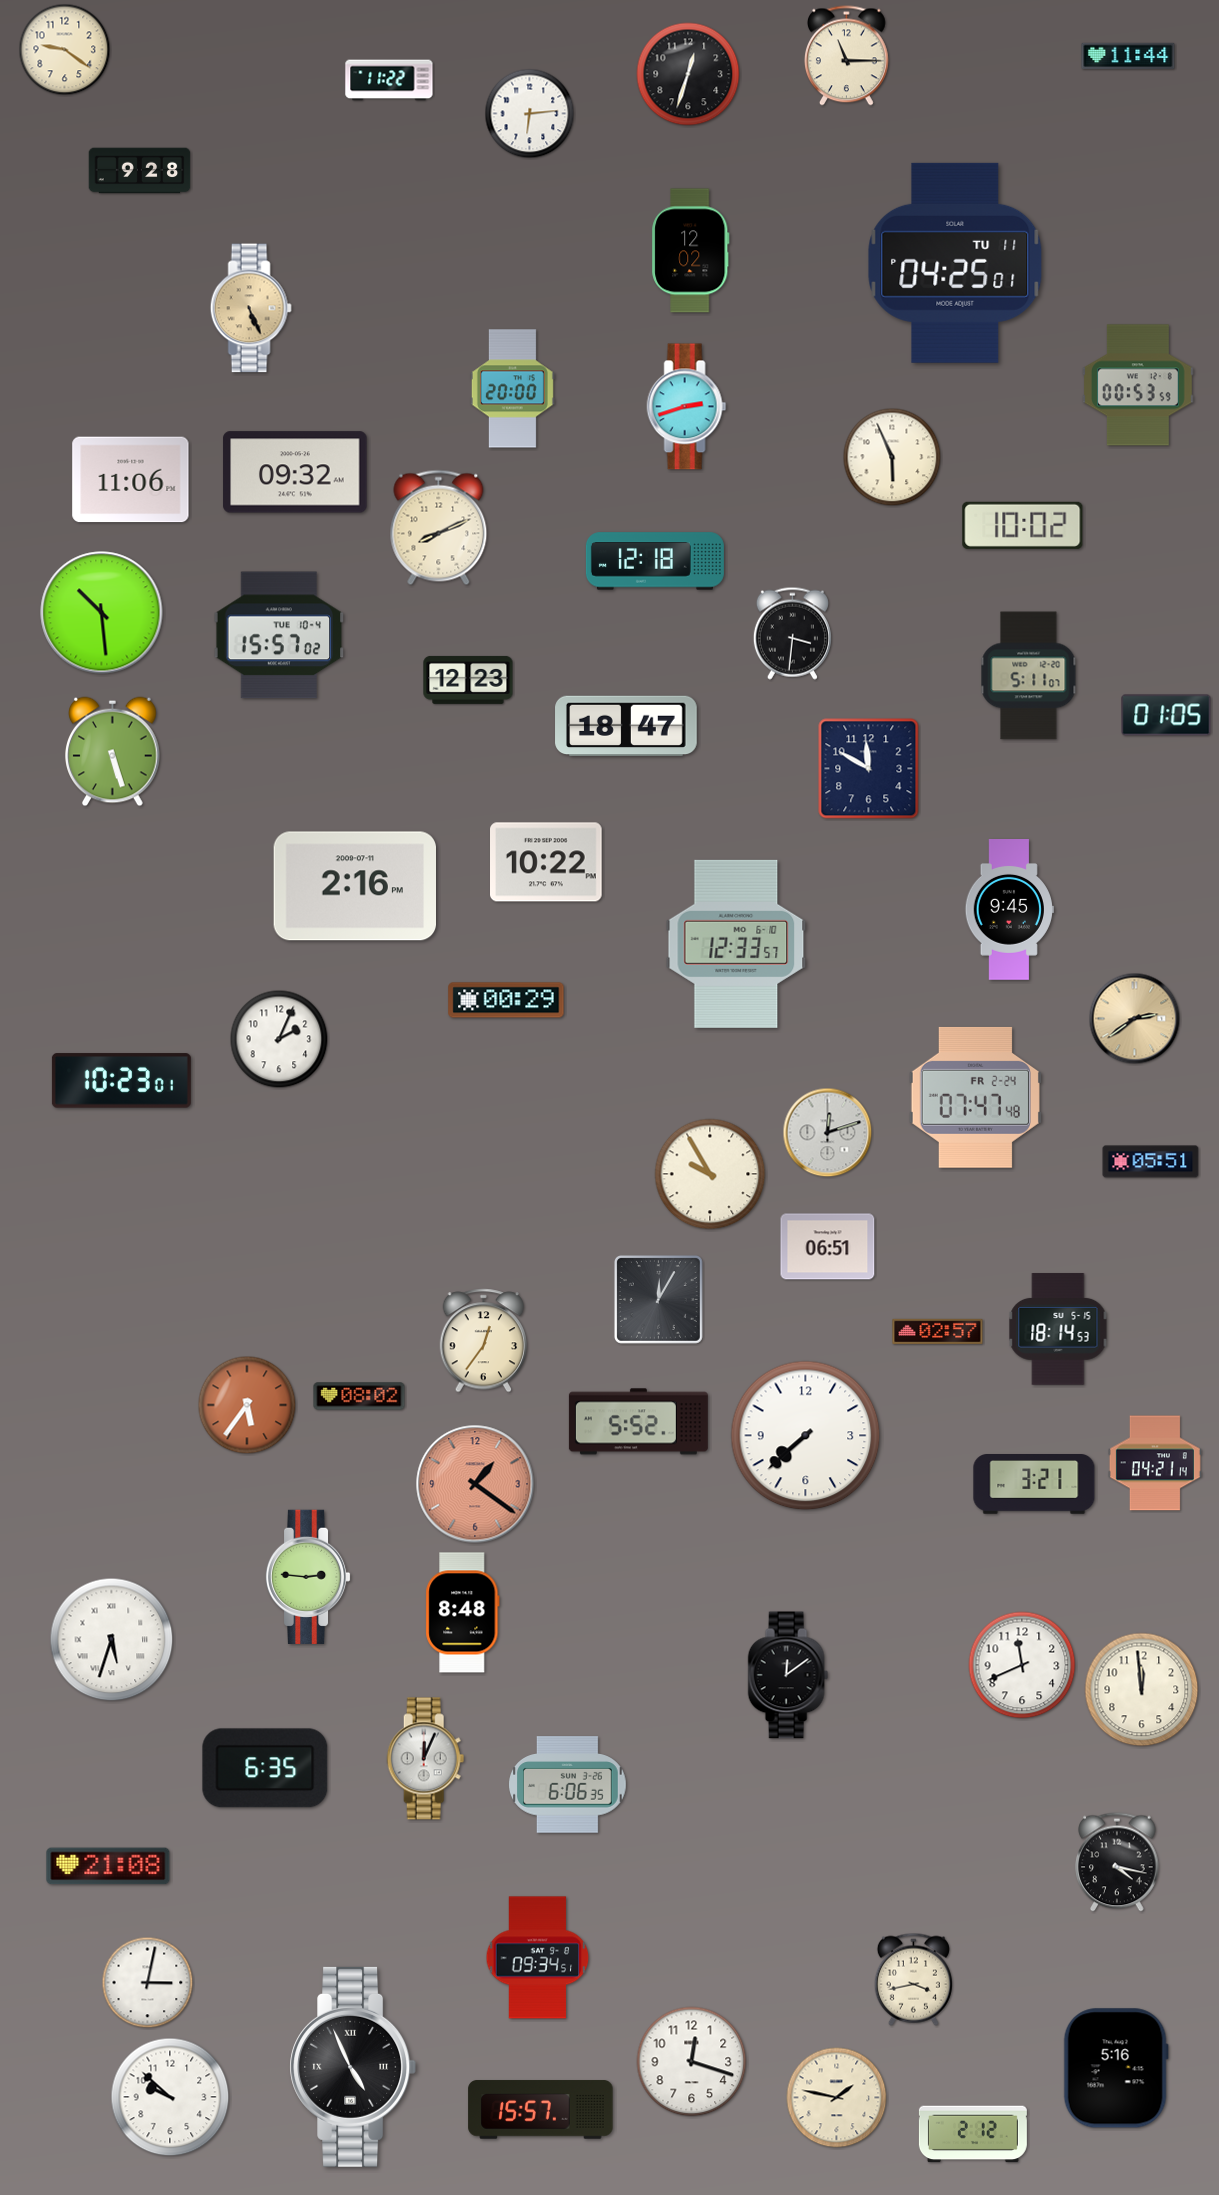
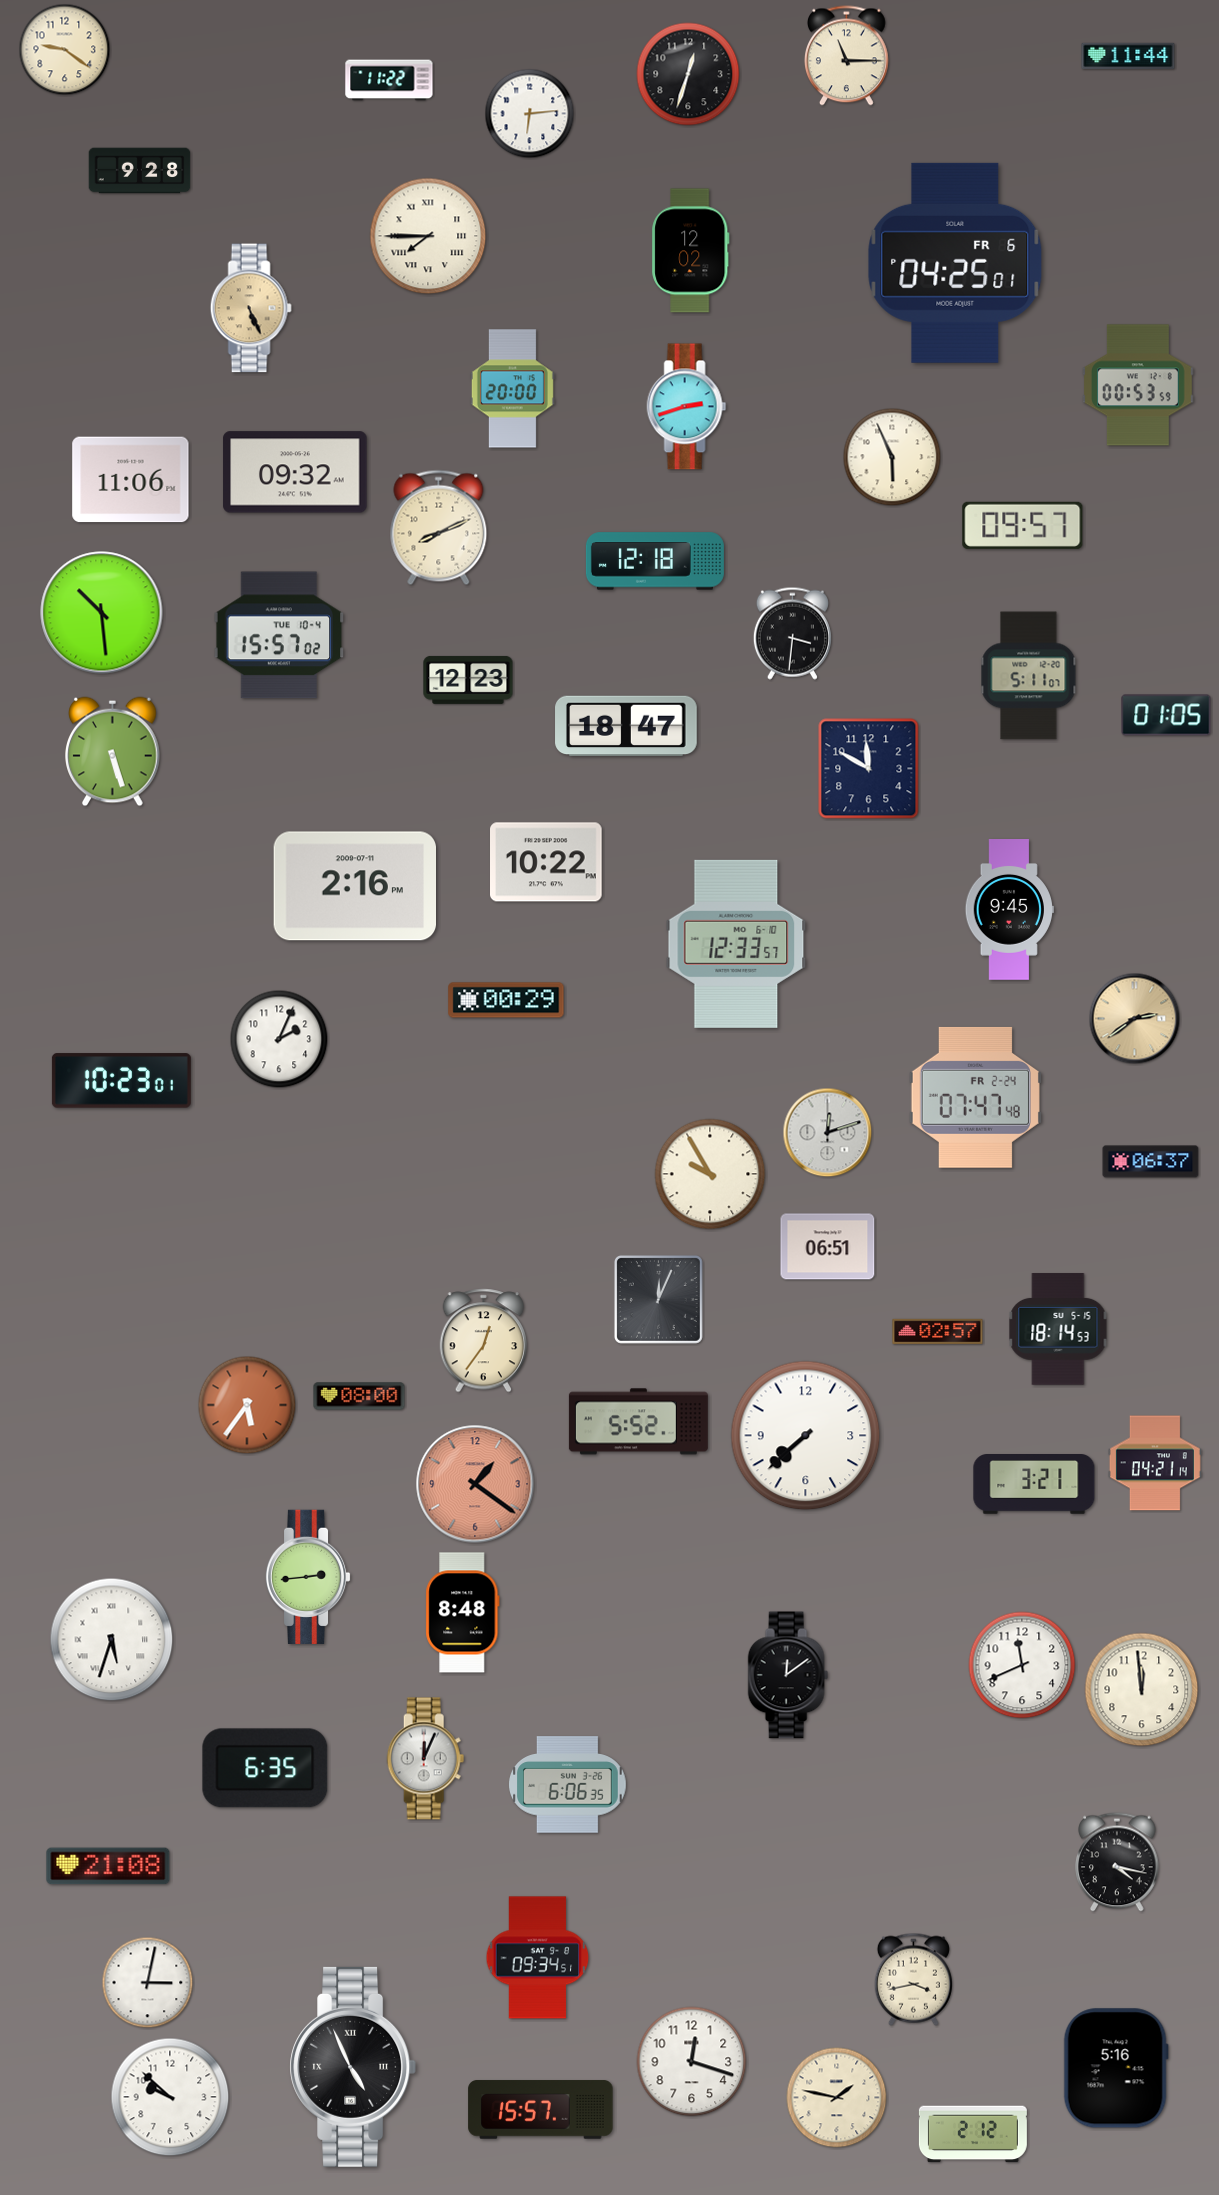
clock at (428, 236): none -> 7:45
clock at (955, 263) date: TU 11 -> FR 6
clock at (1023, 525): 10:02 -> 09:57
clock at (1151, 1162): 05:51 -> 06:37
clock at (658, 1299): 12:05 -> 12:04
clock at (359, 1396): 08:02 -> 08:00
clock at (308, 1577): 2:46 -> 2:44
